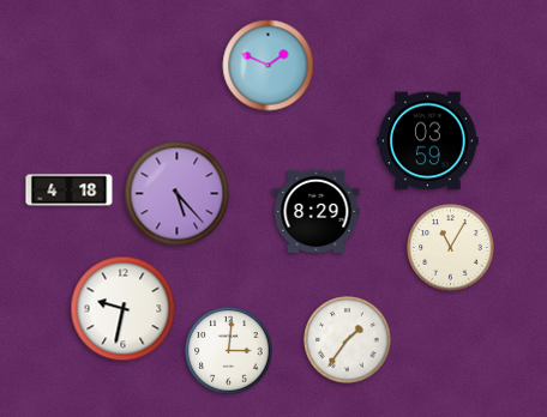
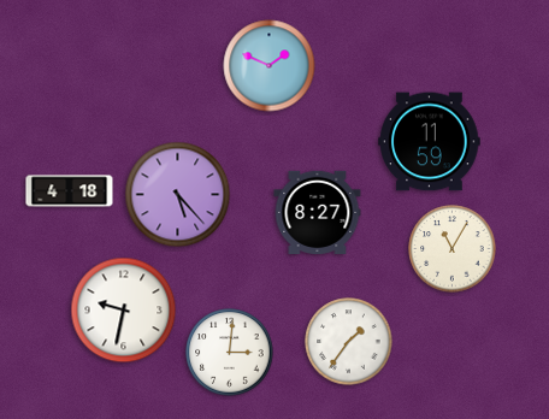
clock at (428, 141): 03:59 -> 11:59
clock at (317, 211): 8:29 -> 8:27
